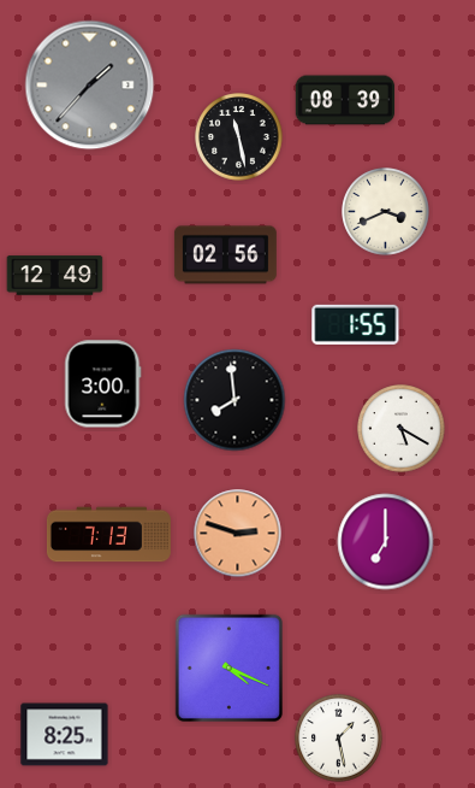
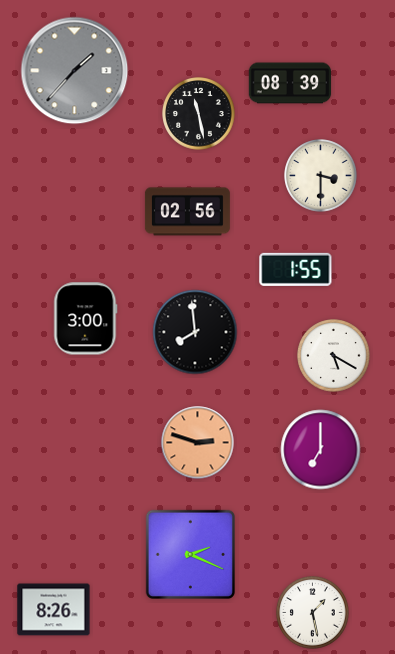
clock at (345, 100) position: (345, 100) -> (290, 83)
clock at (386, 212): 3:41 -> 3:30
clock at (55, 276): 12:49 -> none
clock at (108, 535): 7:13 -> none
clock at (228, 668): 4:19 -> 2:19
clock at (65, 735): 8:25 -> 8:26
clock at (339, 739) position: (339, 739) -> (313, 613)
